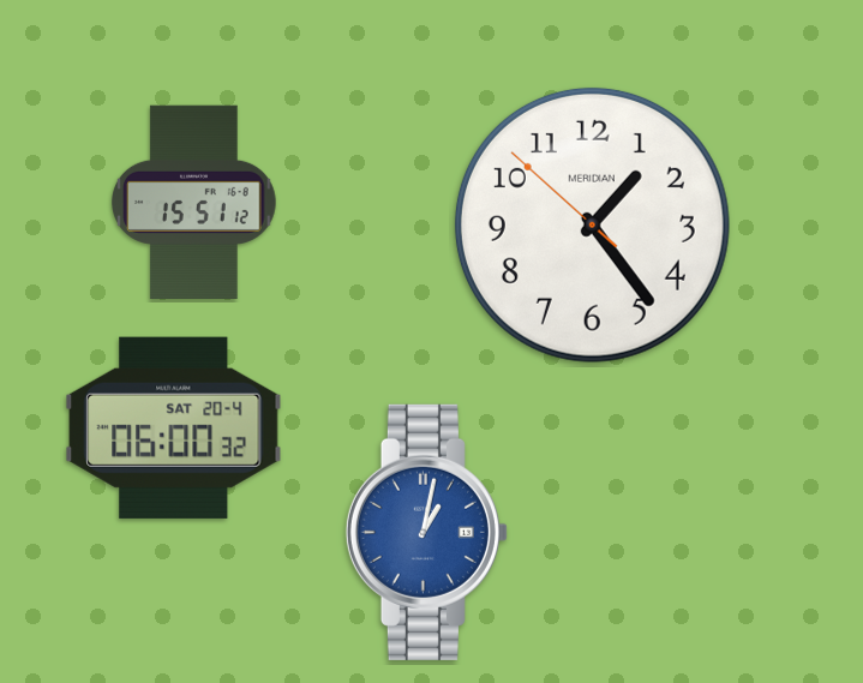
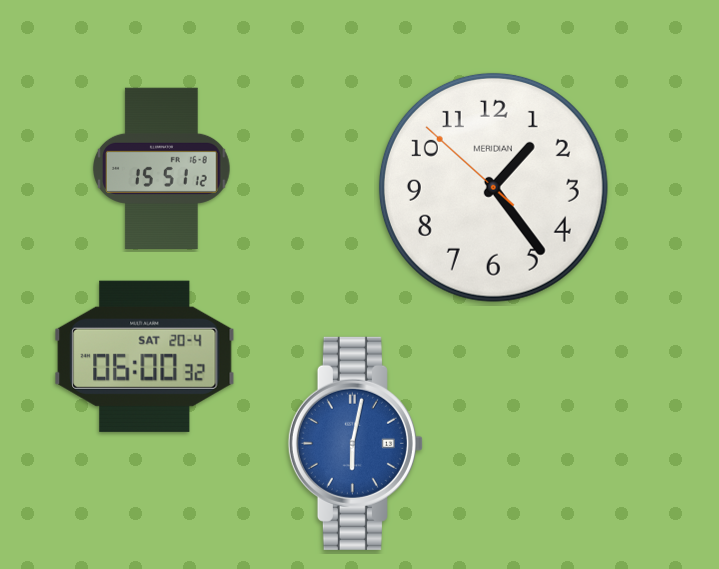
clock at (426, 532): 1:02 -> 6:02
